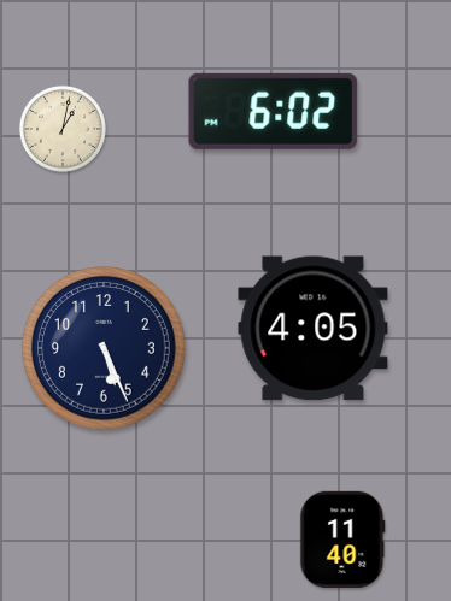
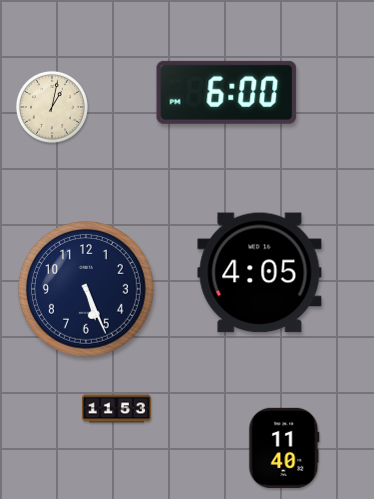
clock at (274, 111): 6:02 -> 6:00
clock at (116, 409): none -> 11:53
